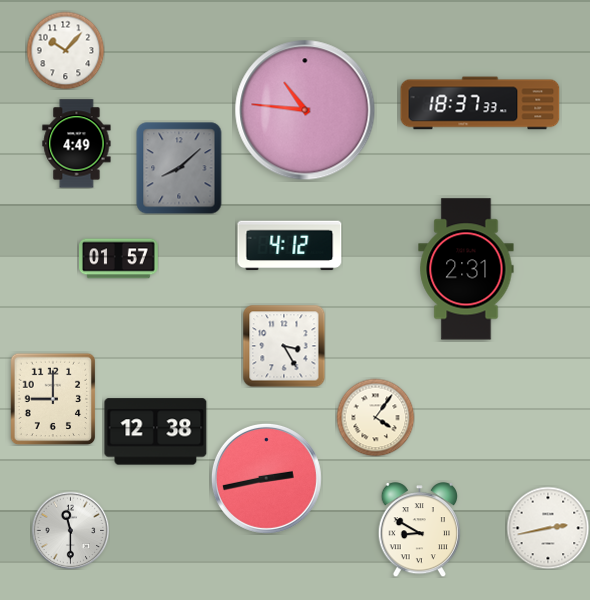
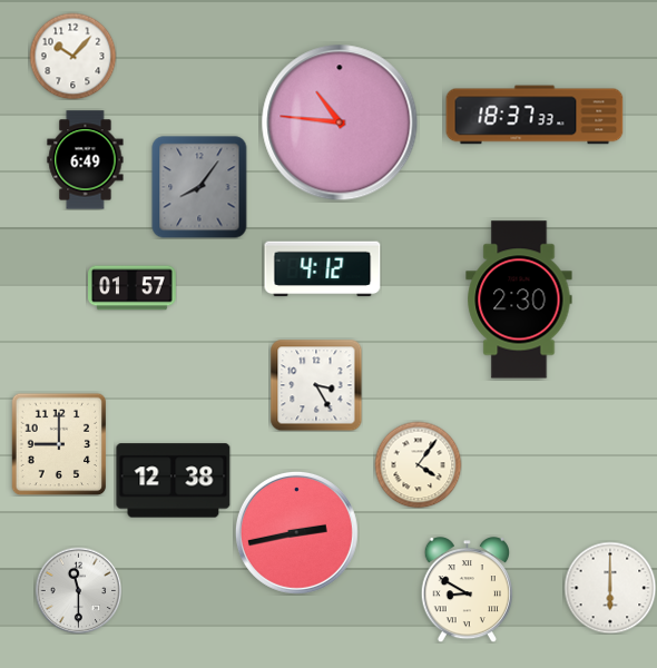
clock at (77, 144): 4:49 -> 6:49
clock at (179, 168): 8:08 -> 8:06
clock at (290, 246) position: (290, 246) -> (323, 269)
clock at (466, 269): 2:31 -> 2:30
clock at (548, 528): 2:43 -> 6:00
